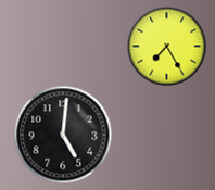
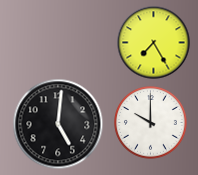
clock at (151, 123): none -> 10:00
